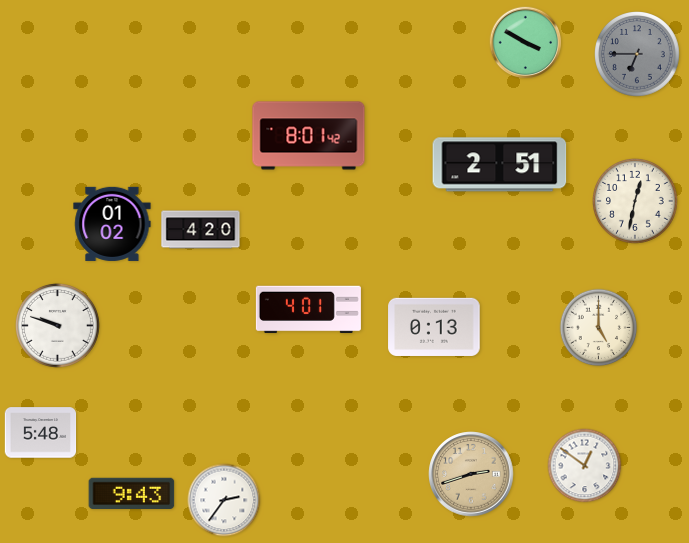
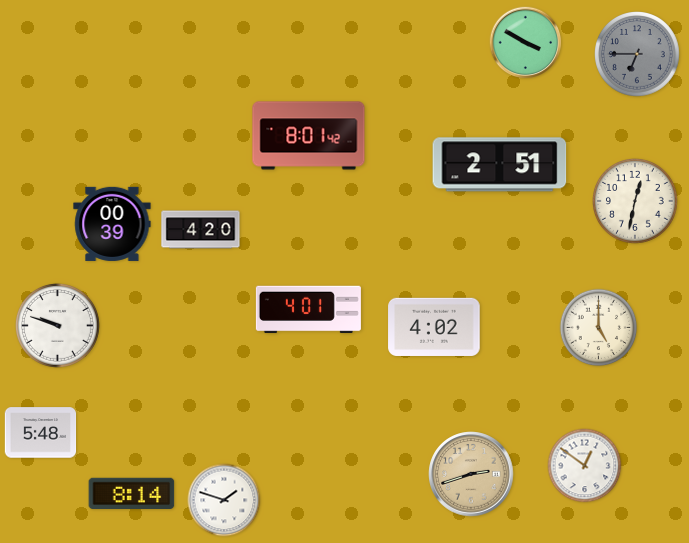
clock at (112, 224): 01:02 -> 00:39
clock at (434, 327): 0:13 -> 4:02
clock at (132, 494): 9:43 -> 8:14
clock at (224, 500): 2:36 -> 1:48
